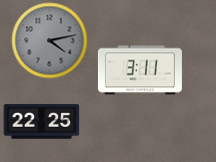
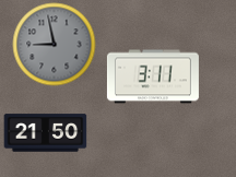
clock at (50, 41): 4:13 -> 8:58
clock at (42, 122): 22:25 -> 21:50
